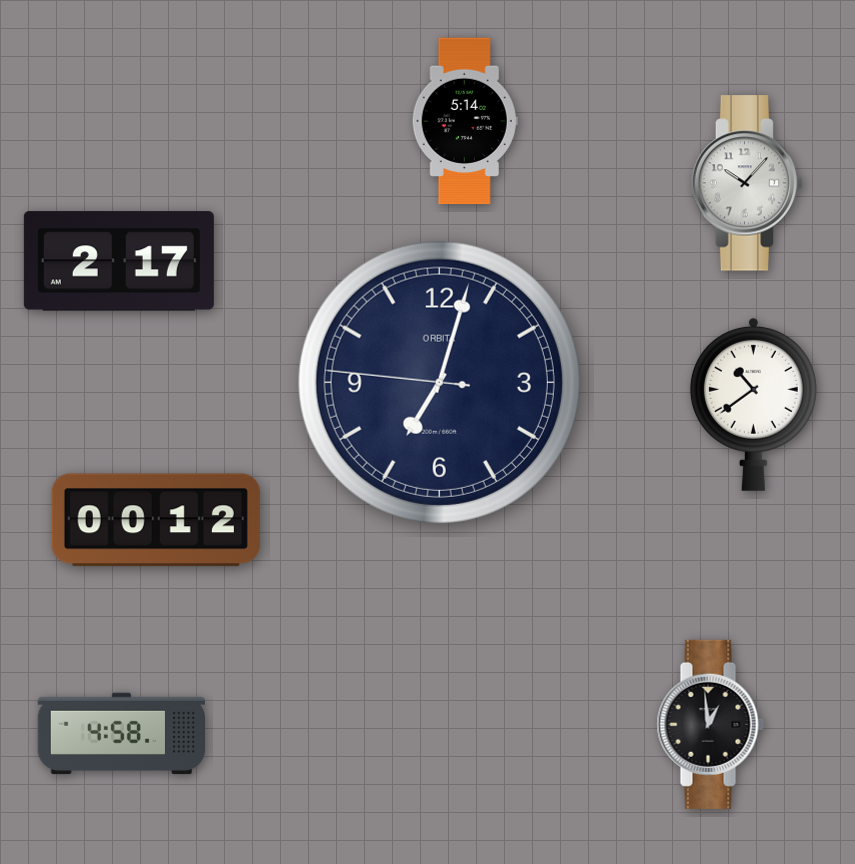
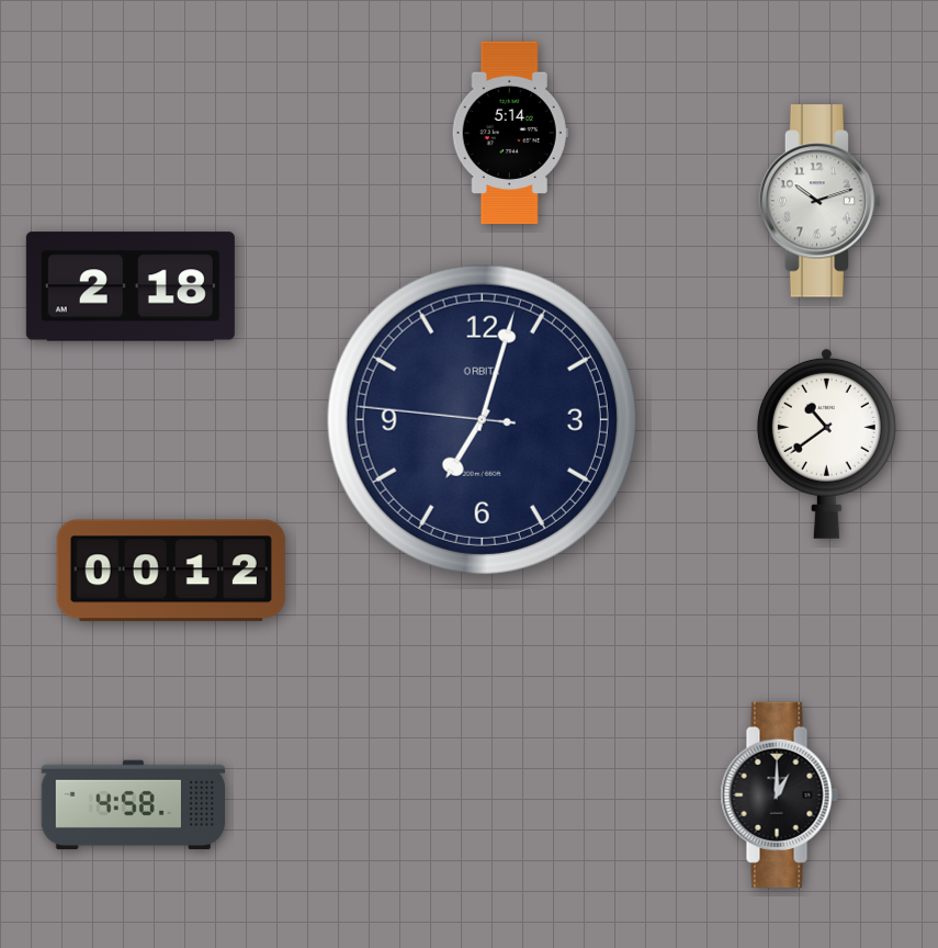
clock at (747, 183): 10:07 -> 10:12
clock at (119, 261): 2:17 -> 2:18
clock at (710, 724): 12:59 -> 1:00
